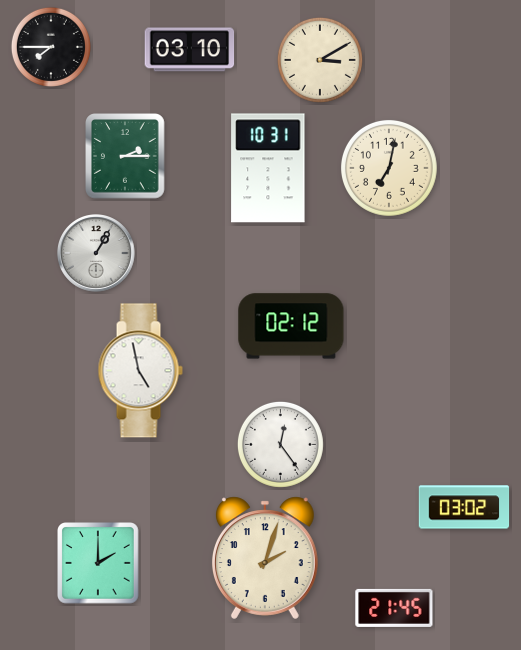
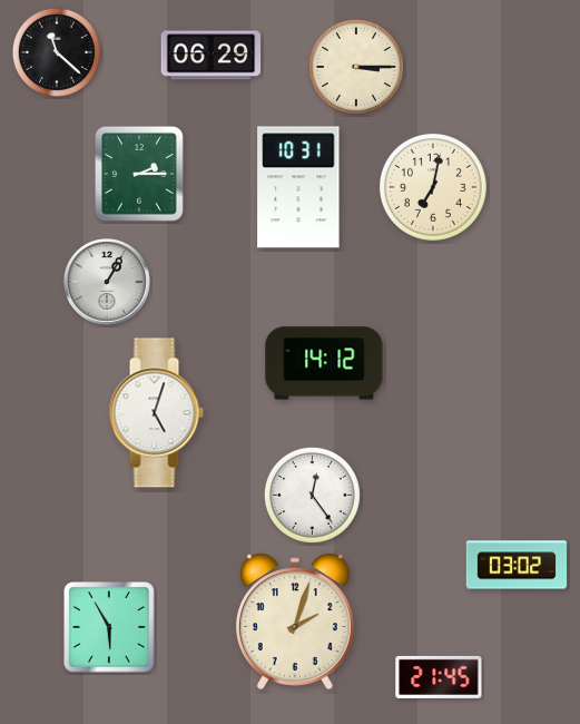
clock at (51, 47): 7:45 -> 11:22
clock at (190, 50): 03:10 -> 06:29
clock at (320, 60): 3:10 -> 3:15
clock at (291, 326): 02:12 -> 14:12
clock at (140, 371): 4:58 -> 5:03
clock at (98, 563): 2:00 -> 5:55
